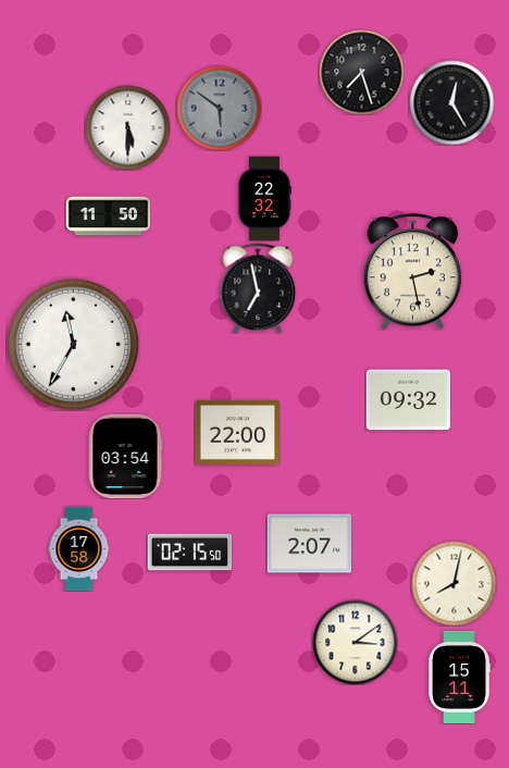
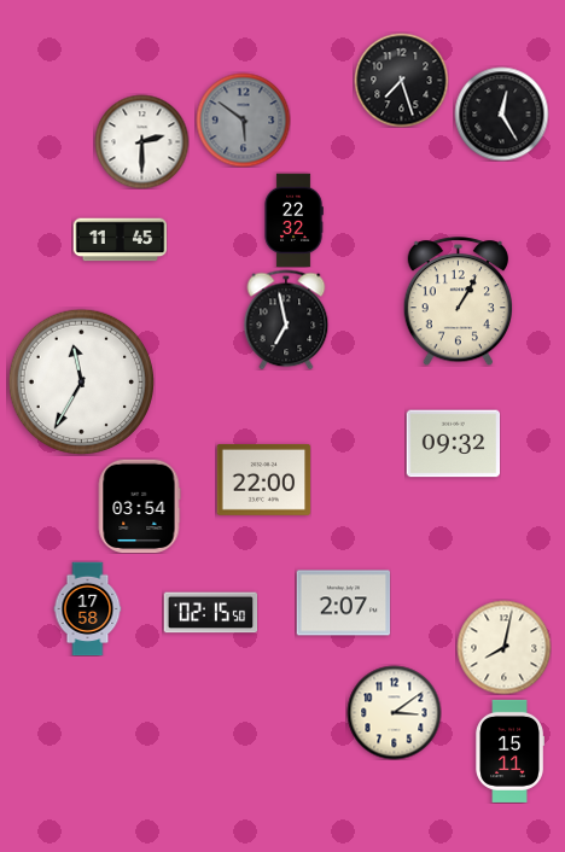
clock at (127, 127): 5:30 -> 2:30
clock at (108, 216): 11:50 -> 11:45
clock at (412, 272): 2:28 -> 1:05
